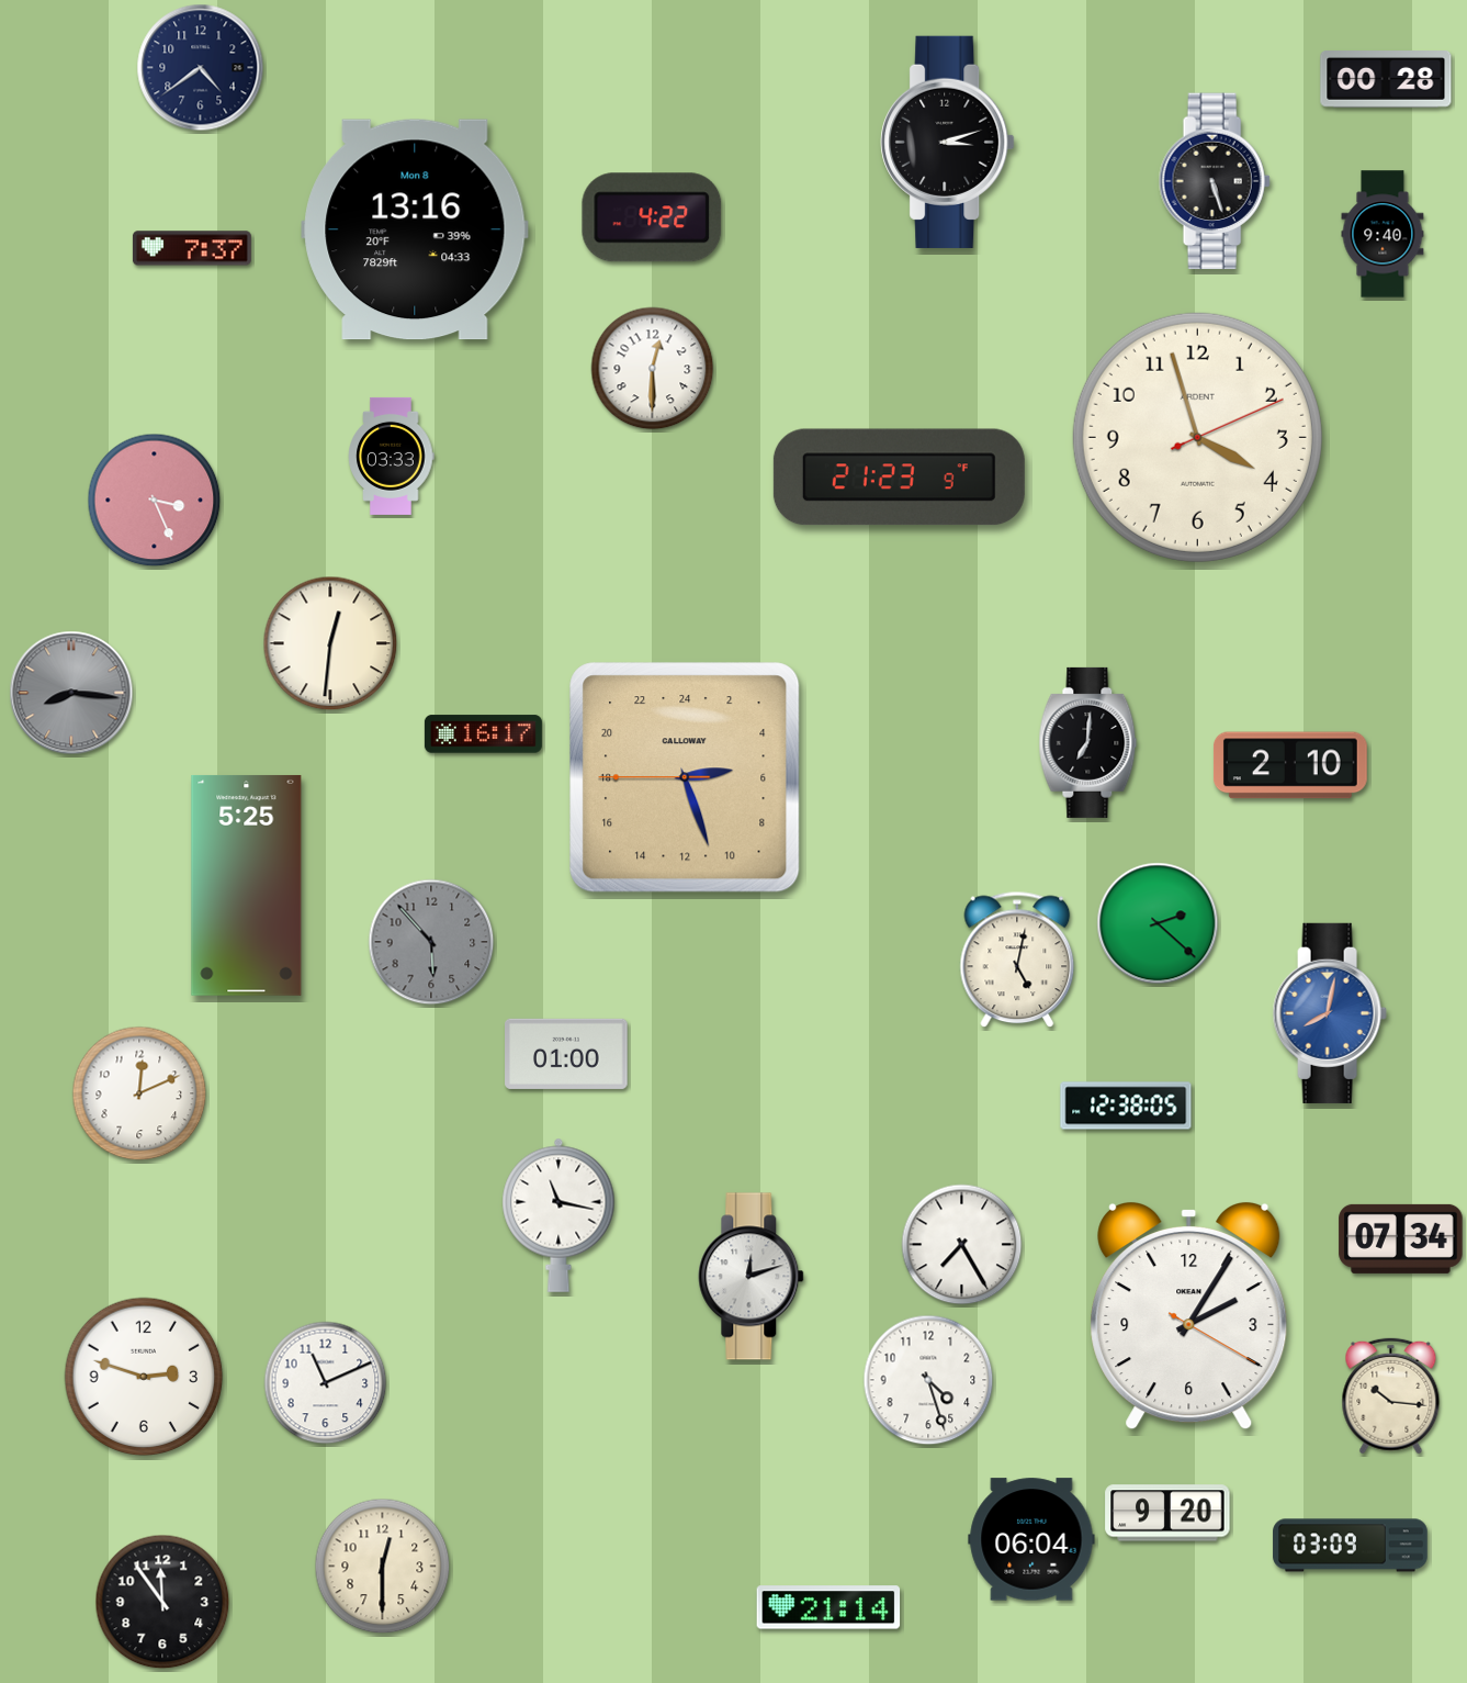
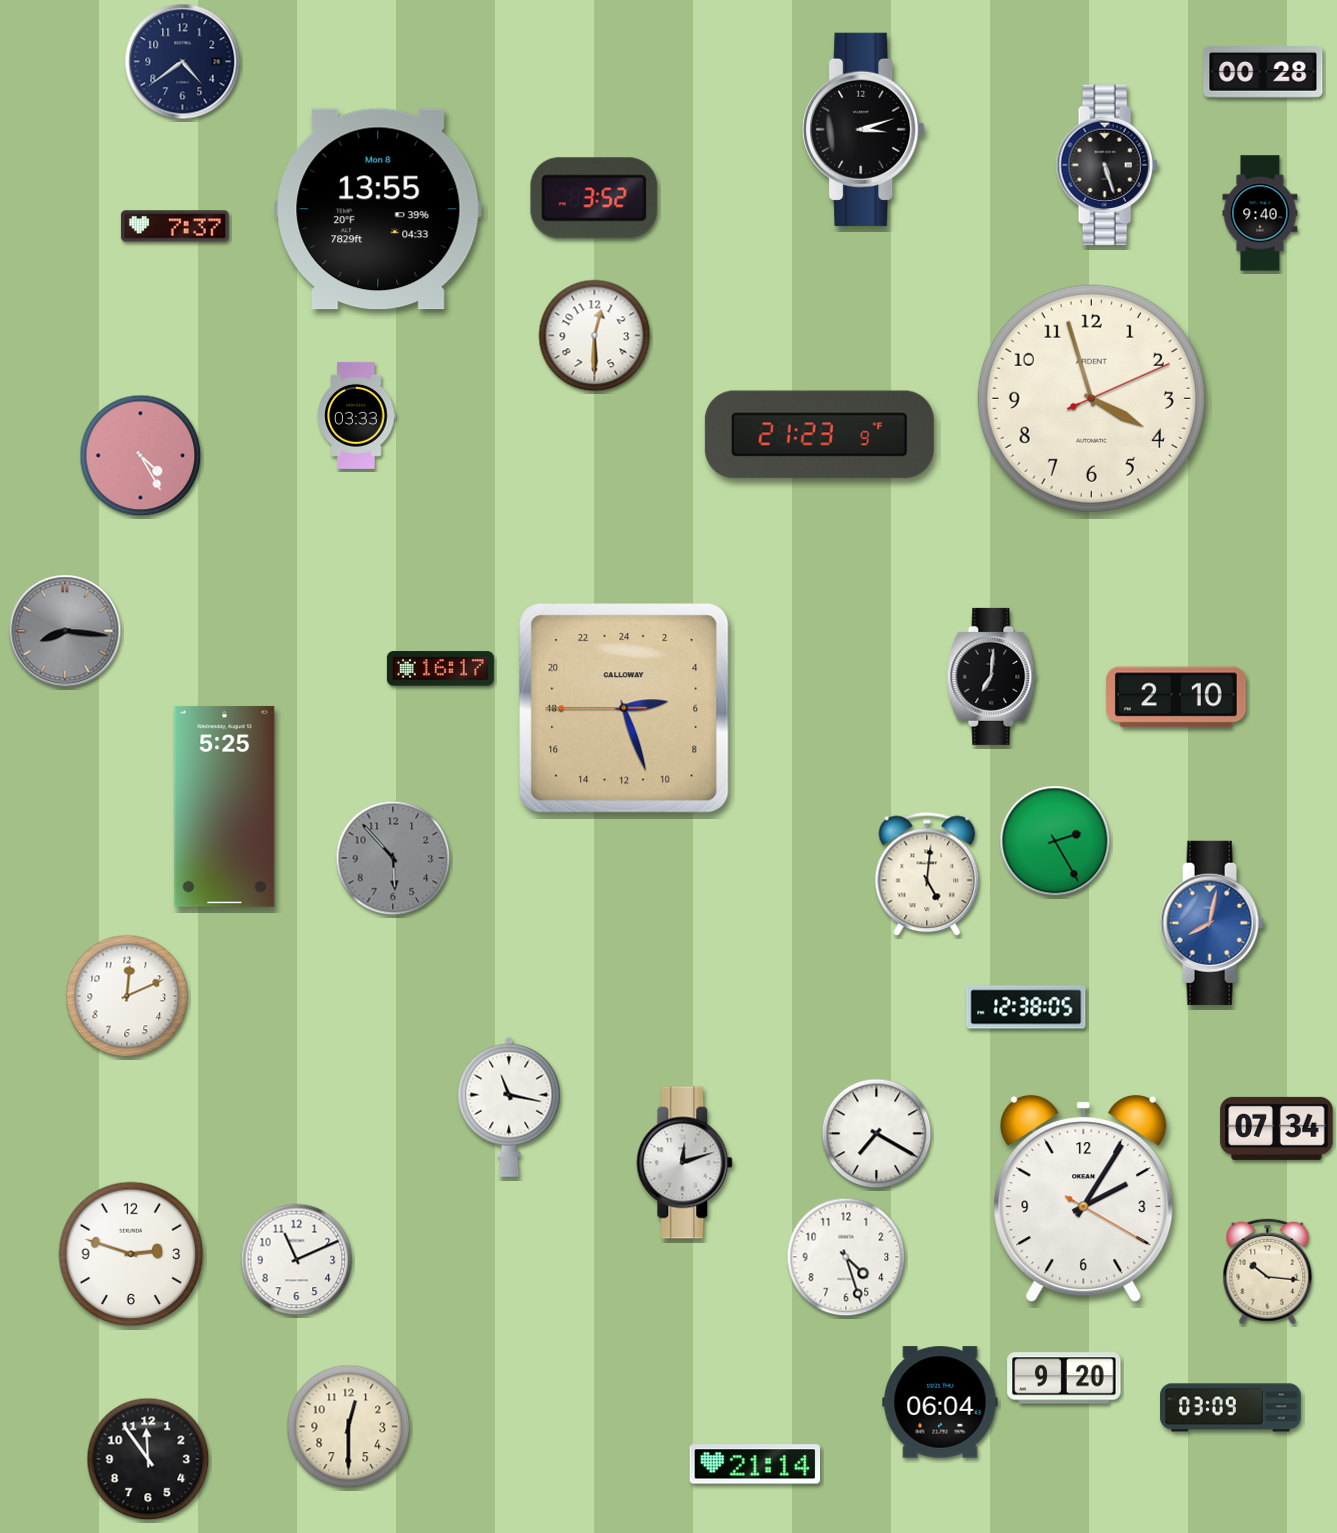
clock at (652, 217): 4:22 -> 3:52
clock at (415, 229): 13:16 -> 13:55
clock at (155, 501): 3:26 -> 4:25
clock at (330, 643): 12:31 -> none
clock at (1158, 923): 2:22 -> 2:25
clock at (1017, 960): 5:02 -> 5:01
clock at (566, 1054): 01:00 -> none
clock at (962, 1245): 7:25 -> 7:20
